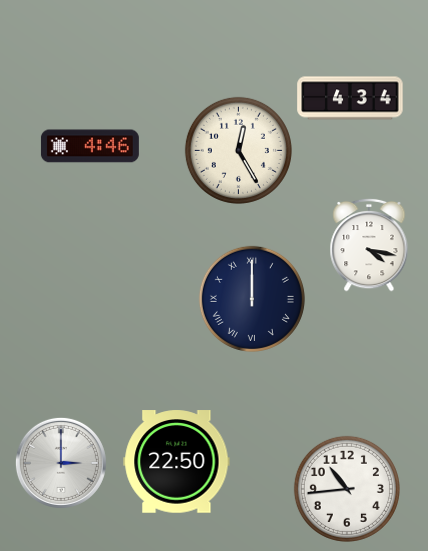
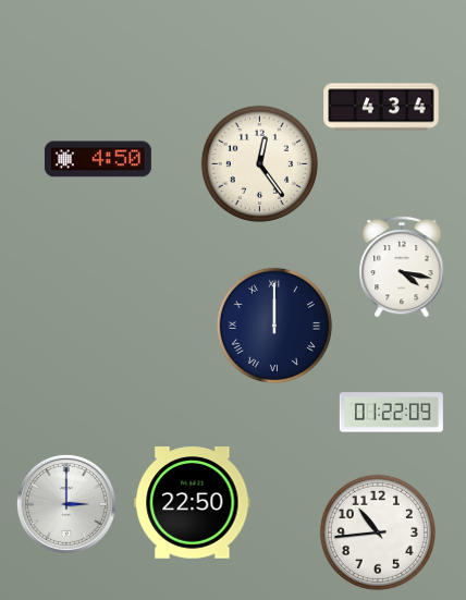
clock at (90, 146): 4:46 -> 4:50
clock at (238, 150): 12:25 -> 12:24
clock at (391, 413): none -> 01:22
